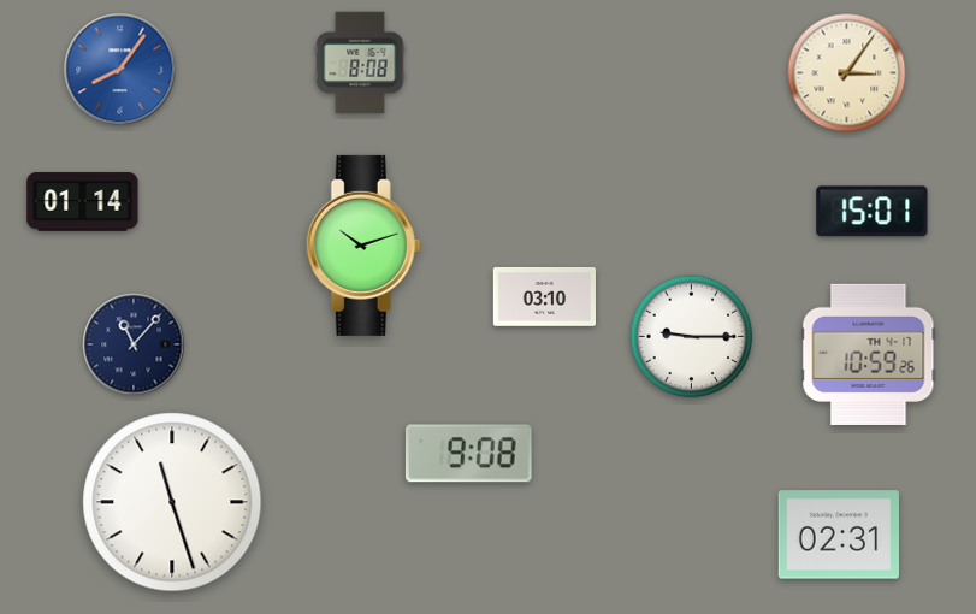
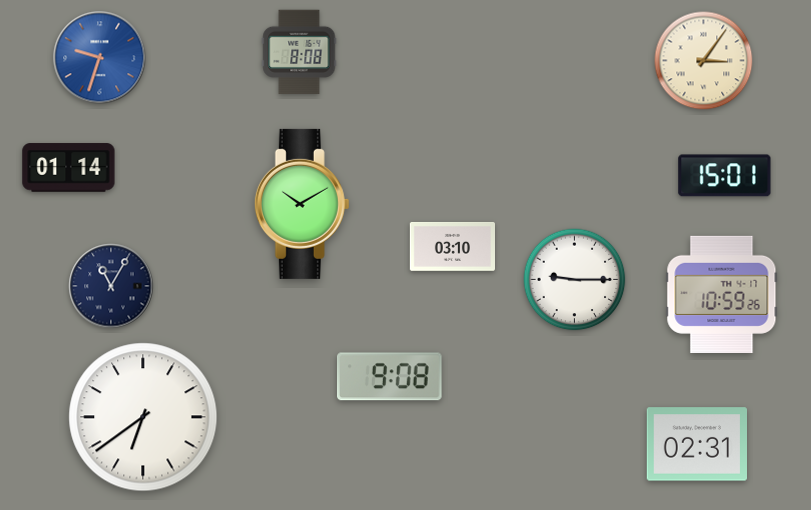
clock at (120, 70): 8:06 -> 9:33
clock at (363, 246): 10:12 -> 10:10
clock at (134, 344): 11:07 -> 11:05
clock at (172, 502): 11:27 -> 6:39
